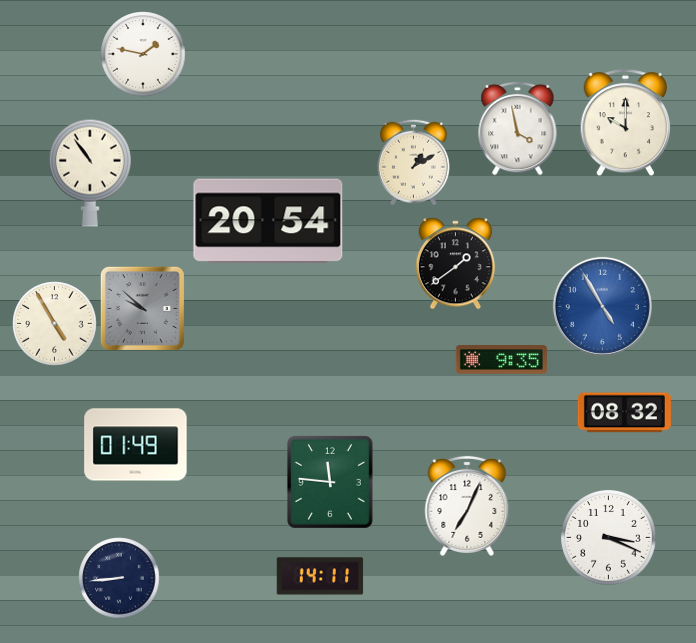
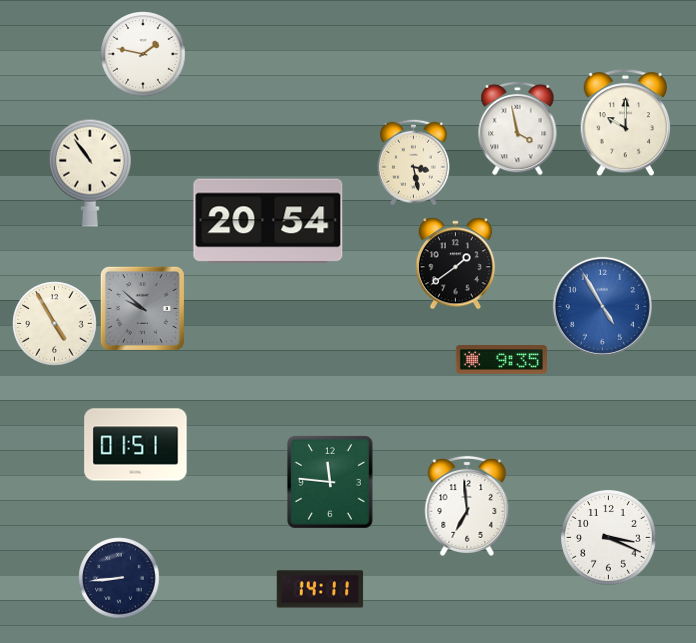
clock at (413, 162): 1:10 -> 3:28
clock at (624, 413): 08:32 -> none
clock at (136, 445): 01:49 -> 01:51
clock at (467, 506): 7:04 -> 6:59
clock at (320, 576) position: (320, 576) -> (320, 589)
